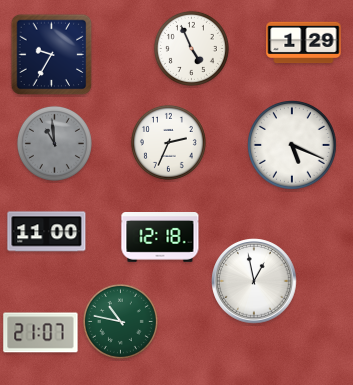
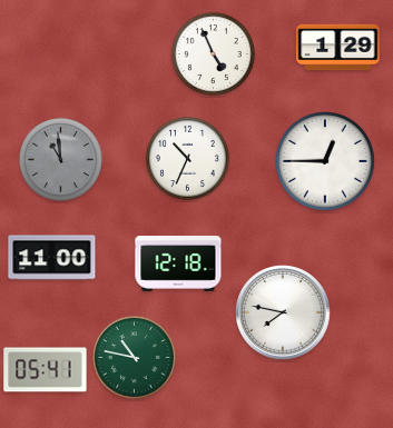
clock at (52, 55): 9:35 -> none
clock at (168, 142): 2:34 -> 10:34
clock at (293, 146): 5:19 -> 12:45
clock at (254, 281): 12:58 -> 7:47
clock at (41, 333): 21:07 -> 05:41
